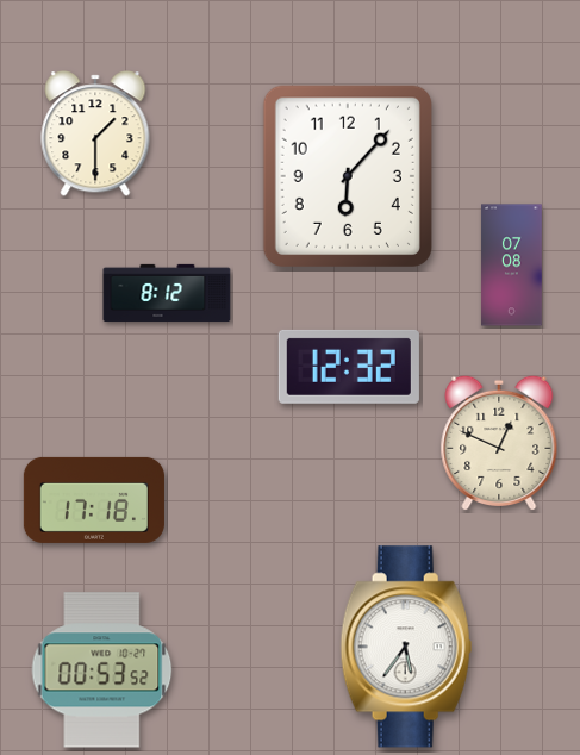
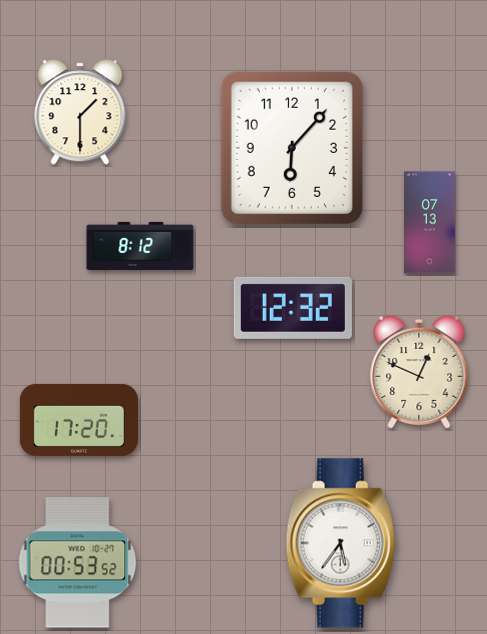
clock at (512, 266): 07:08 -> 07:13
clock at (94, 500): 17:18 -> 17:20
clock at (102, 670) position: (102, 670) -> (78, 563)
